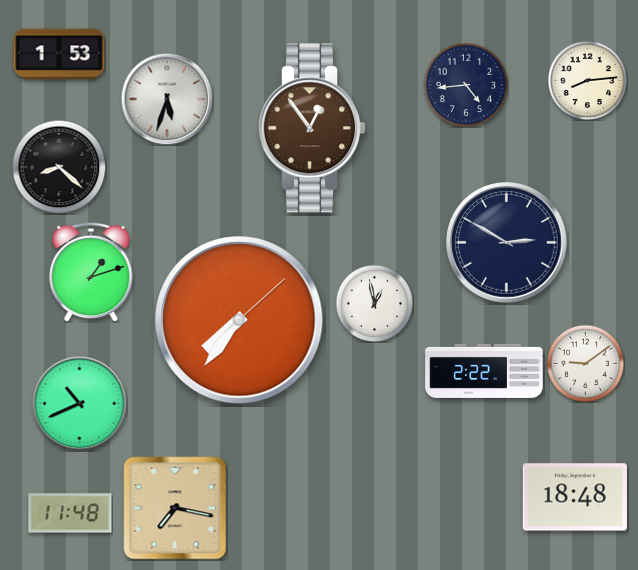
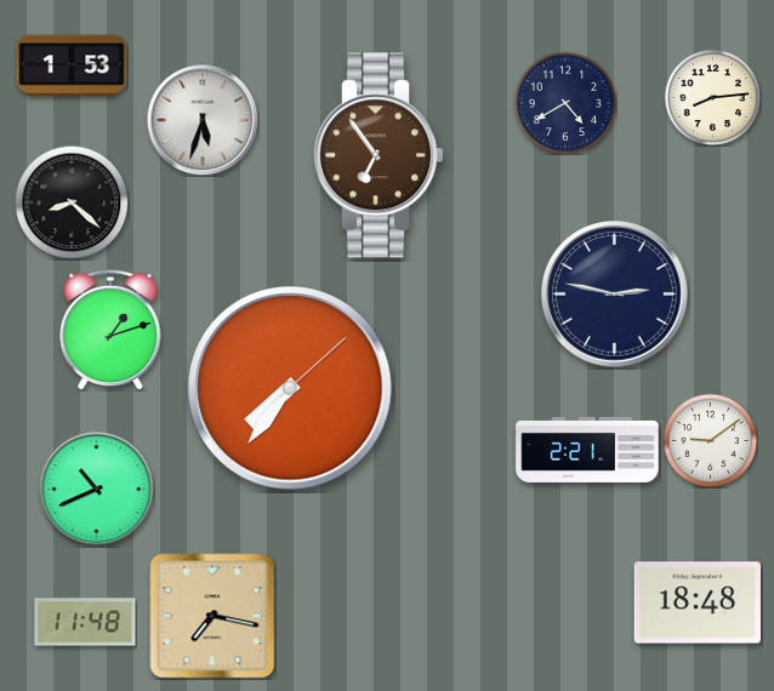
clock at (466, 85): 4:44 -> 4:40
clock at (312, 128): 12:54 -> 6:54
clock at (507, 243): 2:50 -> 2:47
clock at (374, 303): 12:58 -> none
clock at (484, 371): 2:22 -> 2:21
